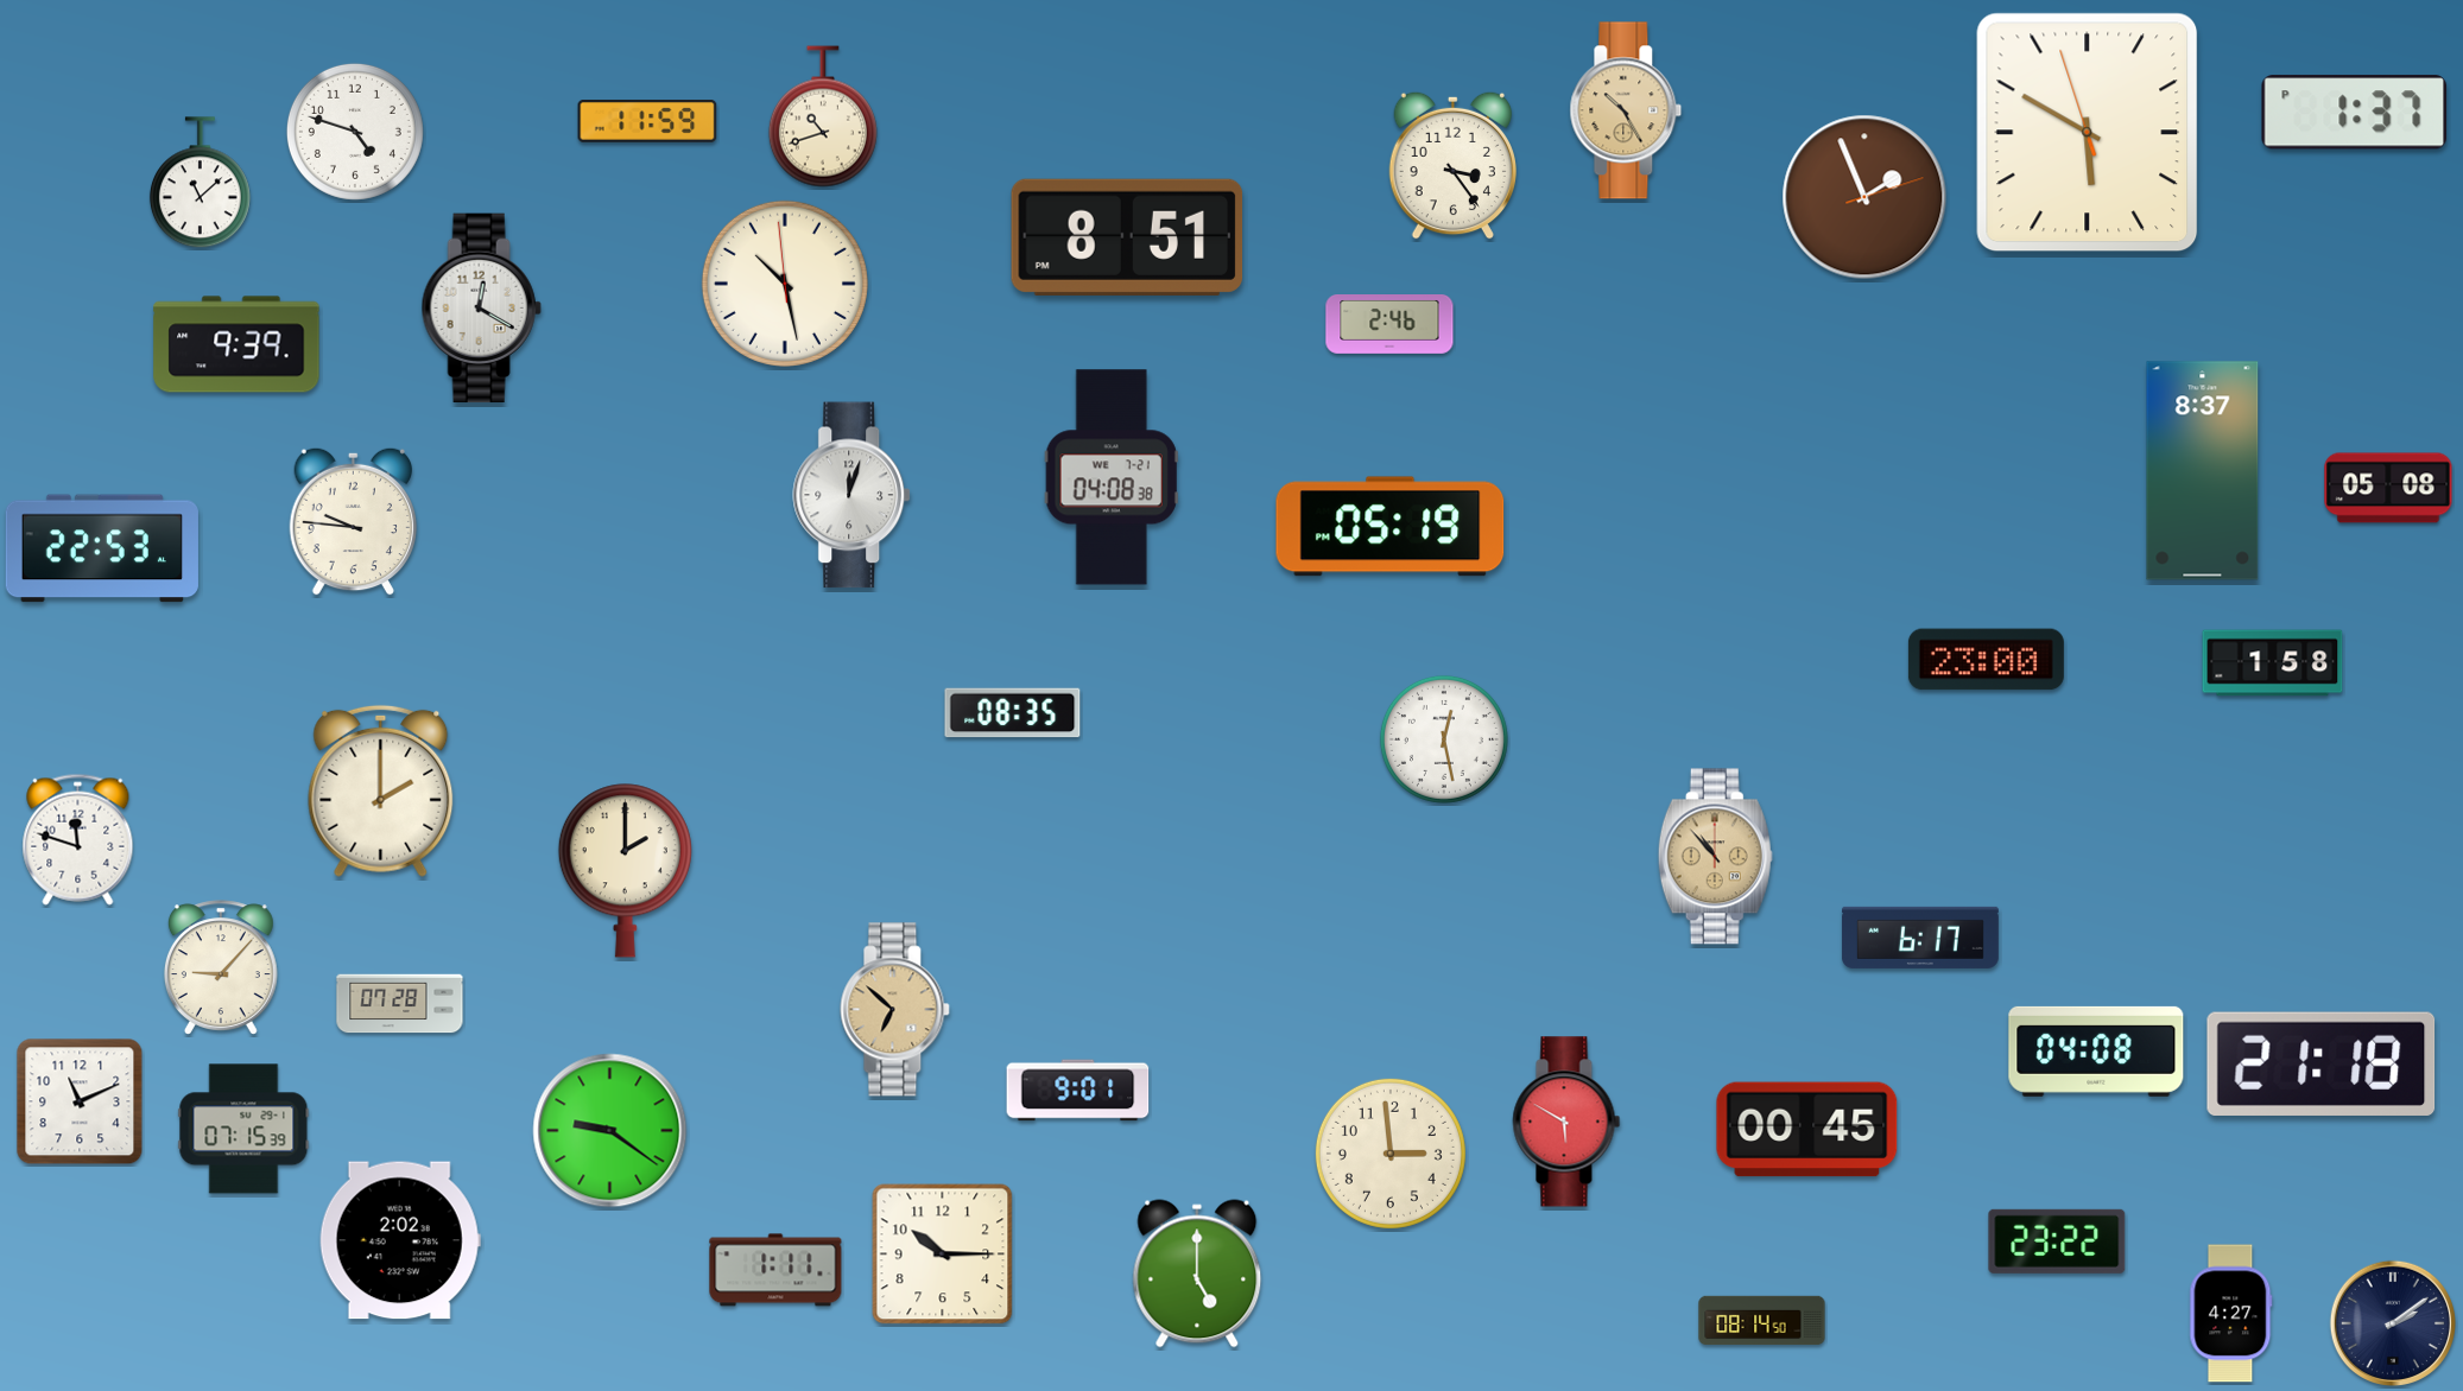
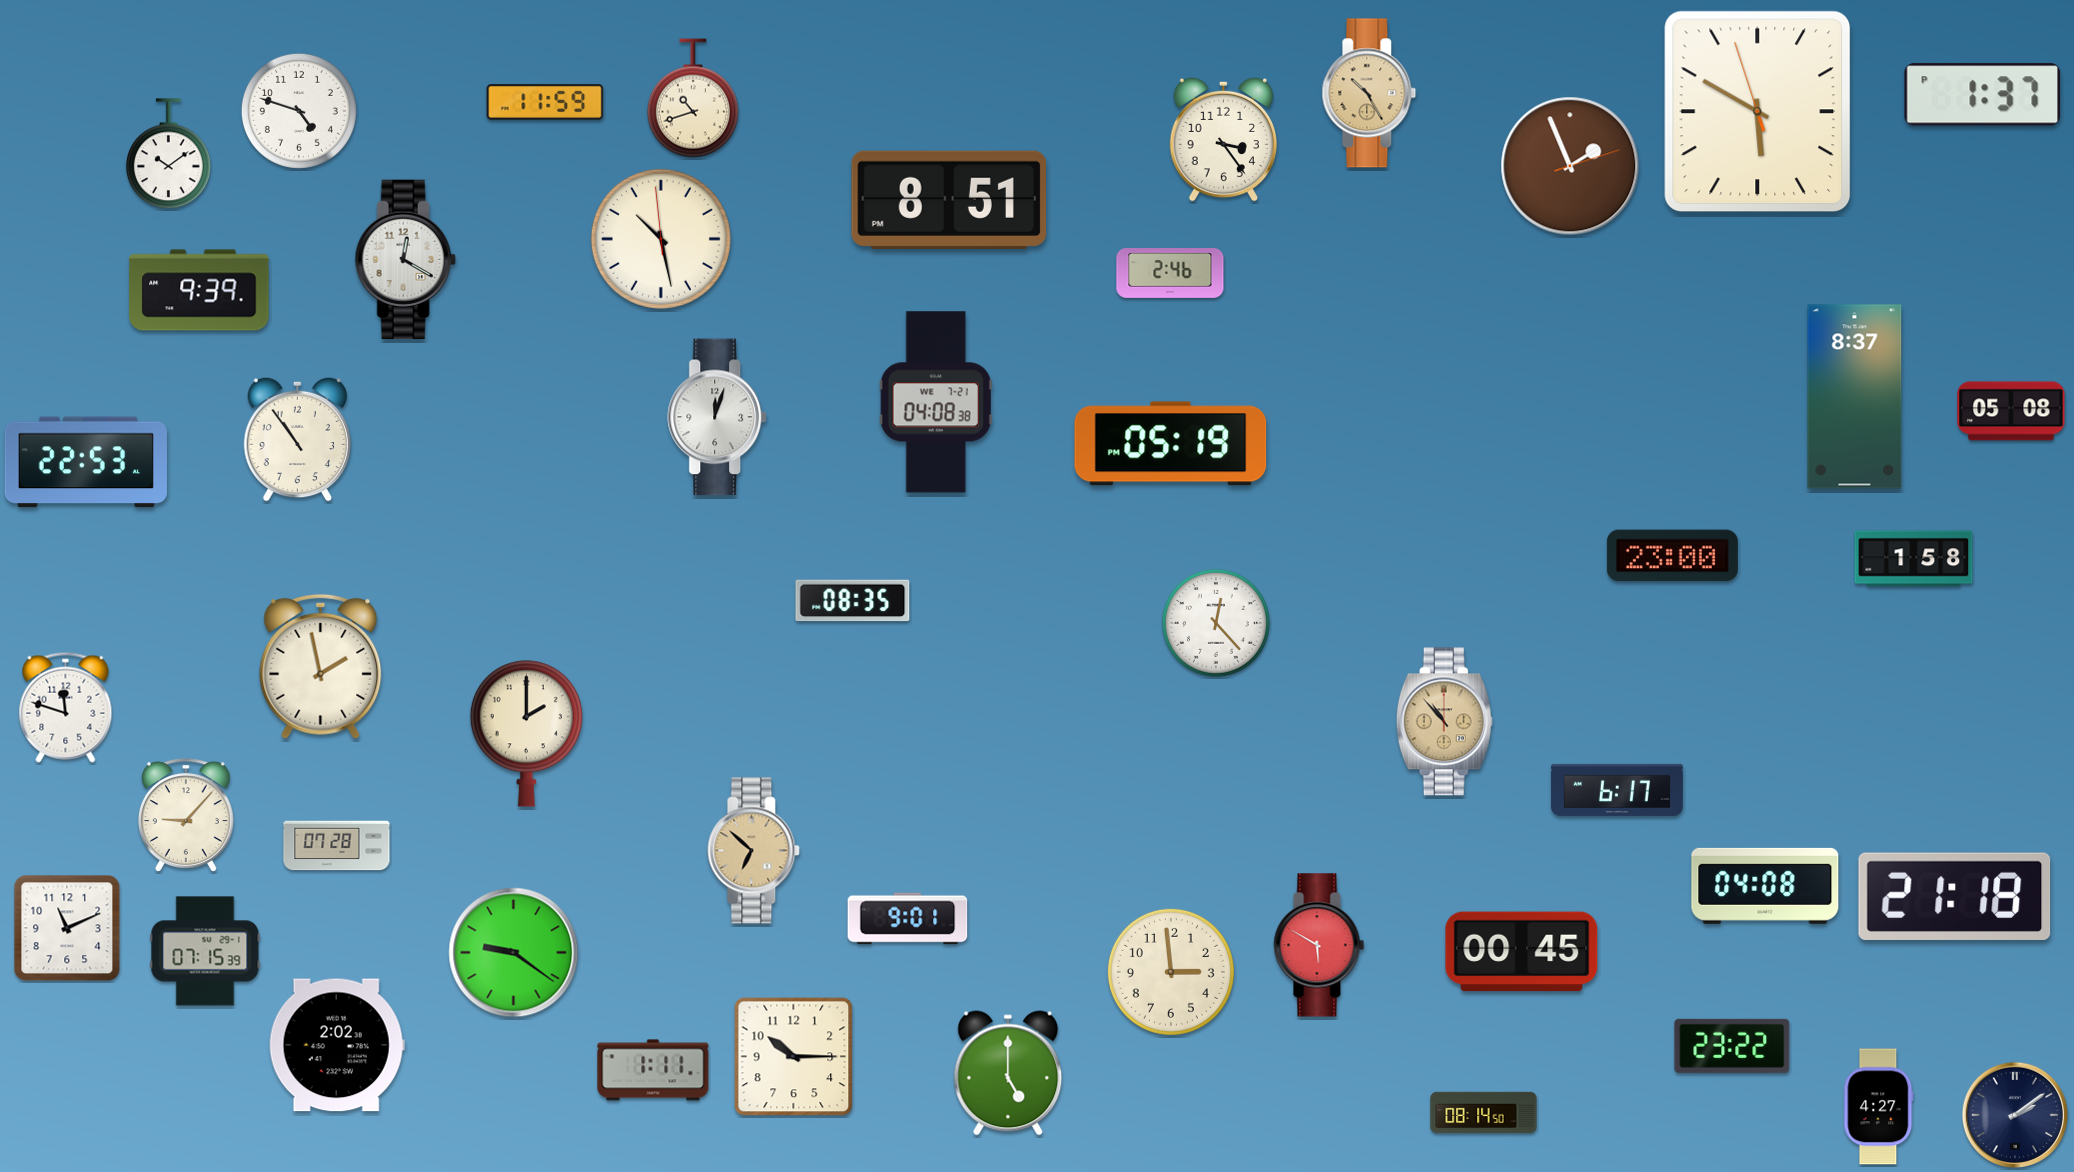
clock at (200, 183): 11:08 -> 10:09
clock at (353, 521): 9:46 -> 10:54
clock at (1444, 739): 12:28 -> 12:23
clock at (381, 790): 2:00 -> 1:58
